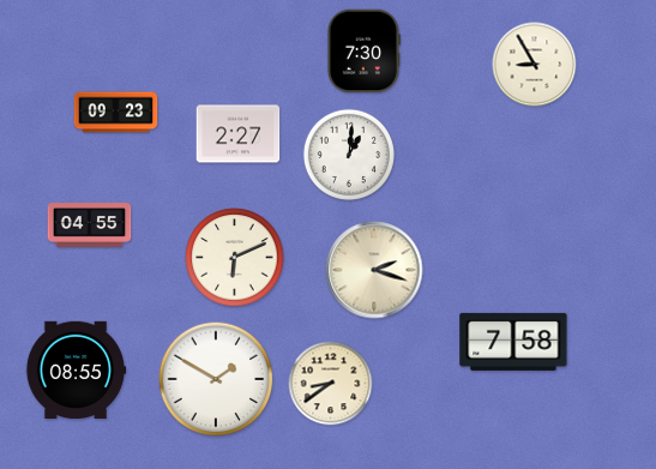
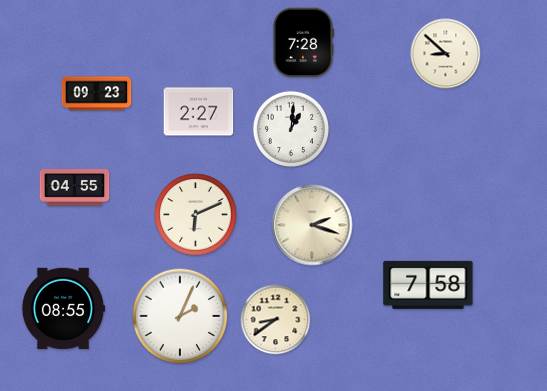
clock at (363, 52): 7:30 -> 7:28
clock at (535, 65): 8:55 -> 8:52
clock at (216, 379): 1:50 -> 2:04
